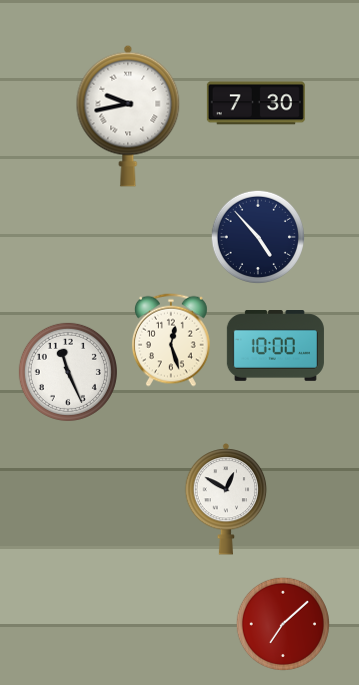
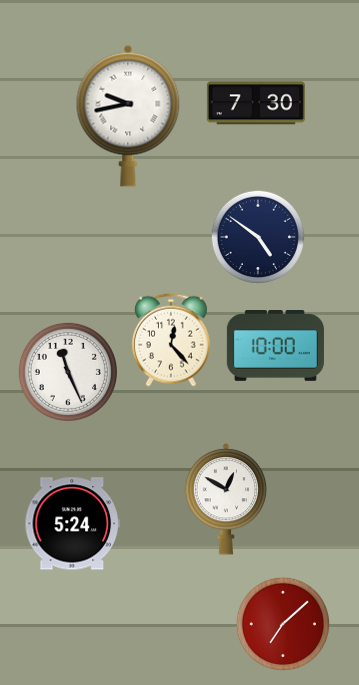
clock at (257, 236): 4:53 -> 4:51
clock at (171, 340): 12:27 -> 12:23
clock at (72, 524): none -> 5:24
